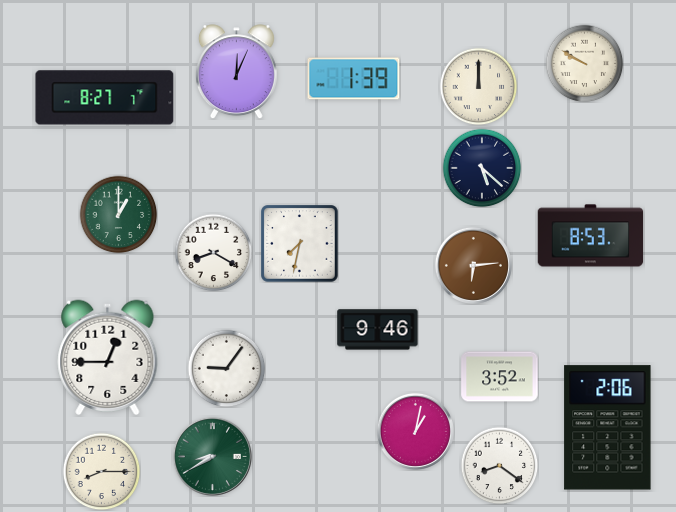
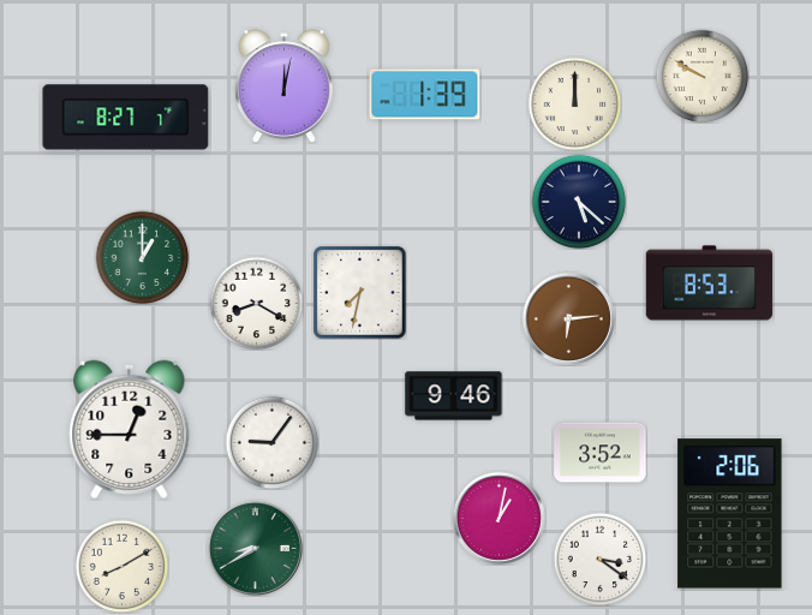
clock at (236, 72): 12:04 -> 12:02
clock at (499, 465): 8:21 -> 3:21
clock at (101, 471): 8:15 -> 8:10
